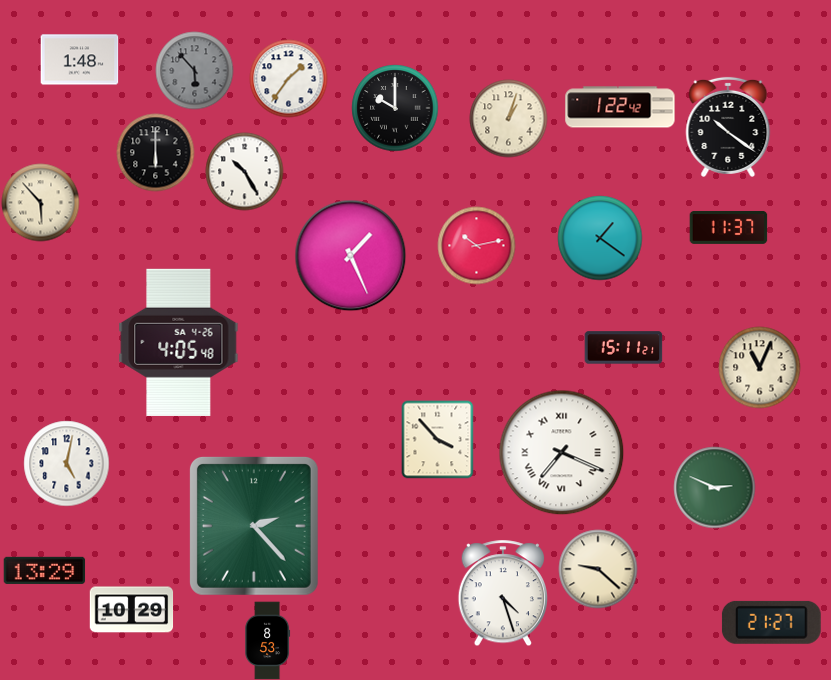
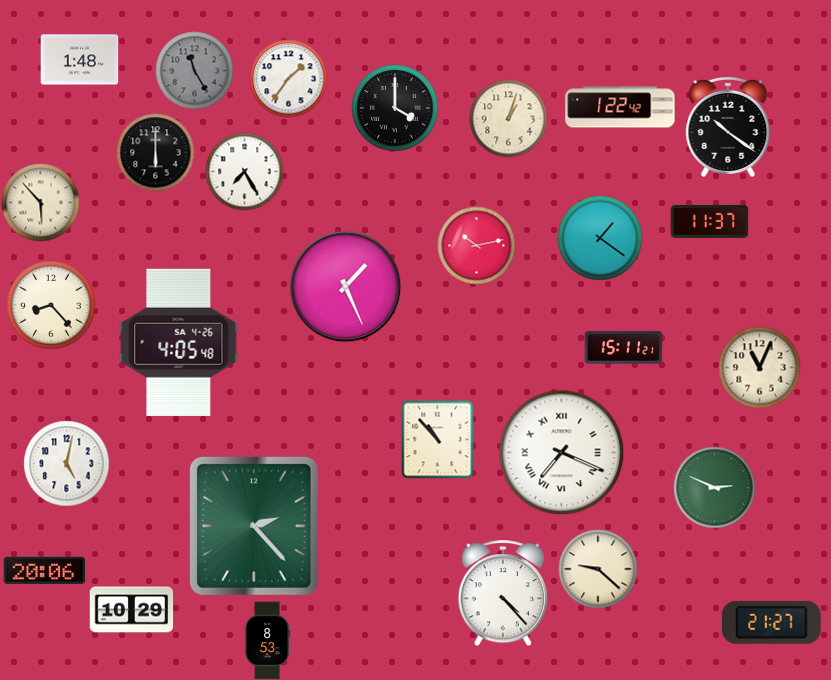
clock at (194, 70): 5:53 -> 11:25
clock at (395, 108): 10:00 -> 4:00
clock at (244, 171): 10:25 -> 7:25
clock at (728, 227) position: (728, 227) -> (709, 221)
clock at (350, 255) position: (350, 255) -> (345, 286)
clock at (51, 305): none -> 8:23
clock at (438, 439): 3:53 -> 10:53
clock at (44, 570): 13:29 -> 20:06
clock at (502, 593): 4:27 -> 4:23
